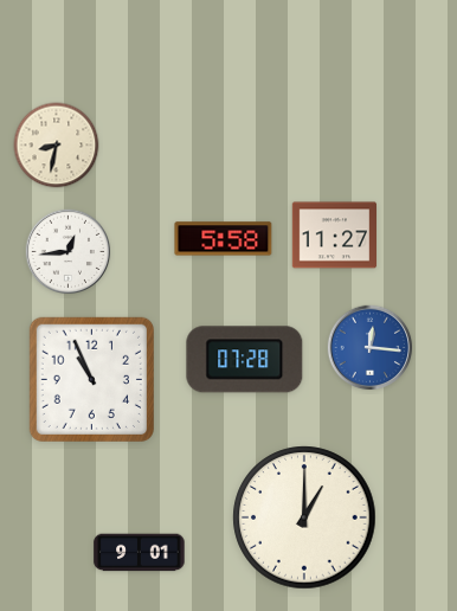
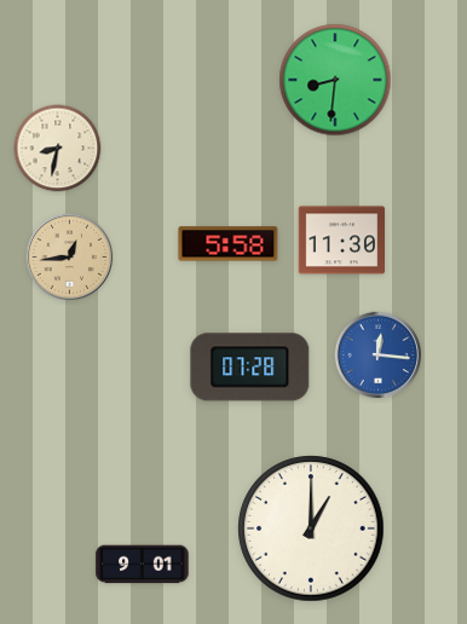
clock at (335, 80): none -> 8:31
clock at (334, 236): 11:27 -> 11:30
clock at (69, 252) dial: white -> champagne
clock at (91, 379): 10:56 -> none
